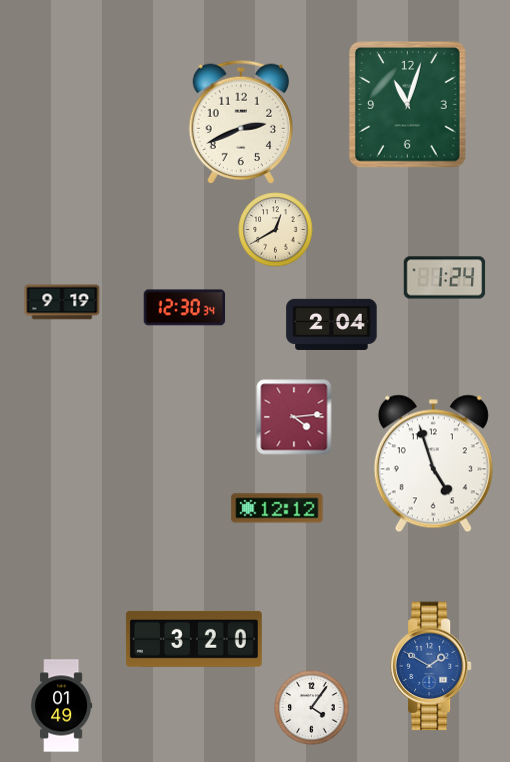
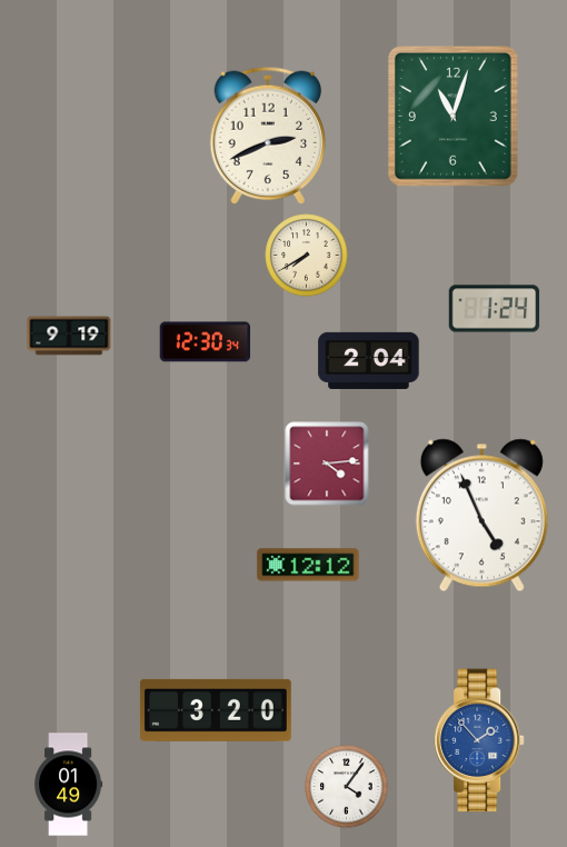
clock at (276, 230): 12:40 -> 7:40
clock at (433, 464): 4:57 -> 4:56
clock at (432, 666): 1:50 -> 1:53
